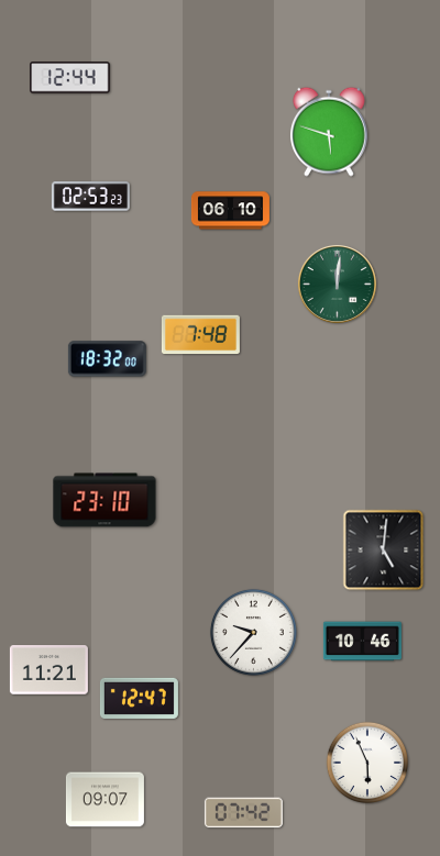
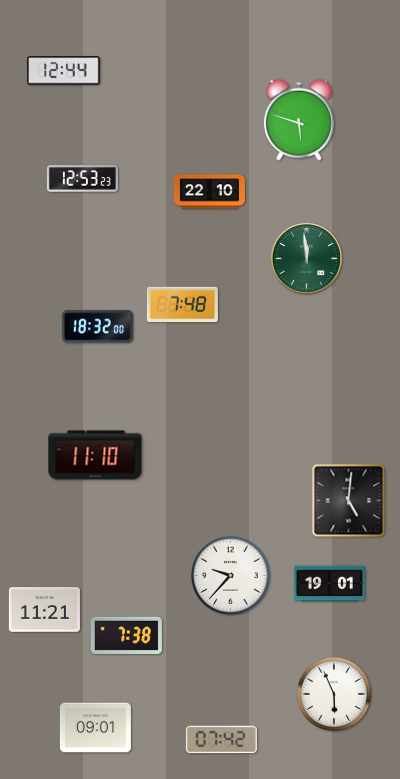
clock at (90, 197): 02:53 -> 12:53
clock at (230, 211): 06:10 -> 22:10
clock at (337, 284): 12:01 -> 11:59
clock at (105, 500): 23:10 -> 11:10
clock at (362, 642): 10:46 -> 19:01
clock at (139, 698): 12:47 -> 7:38
clock at (105, 800): 09:07 -> 09:01
